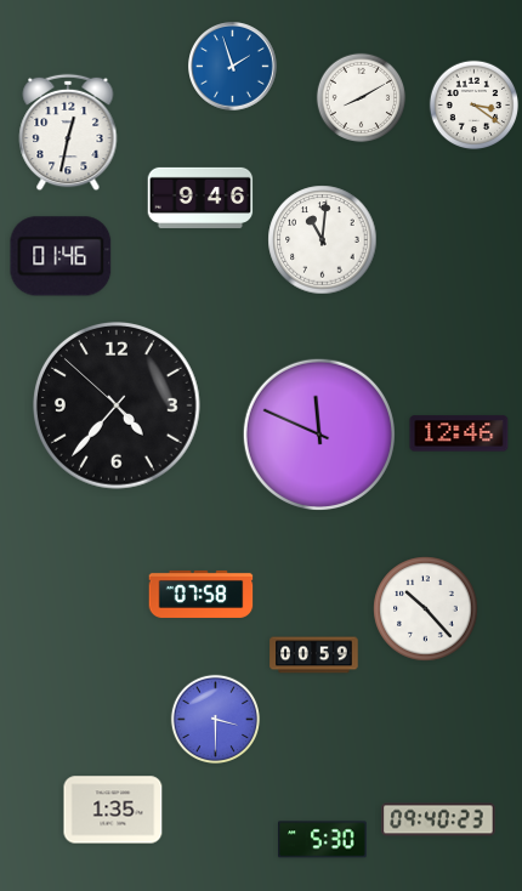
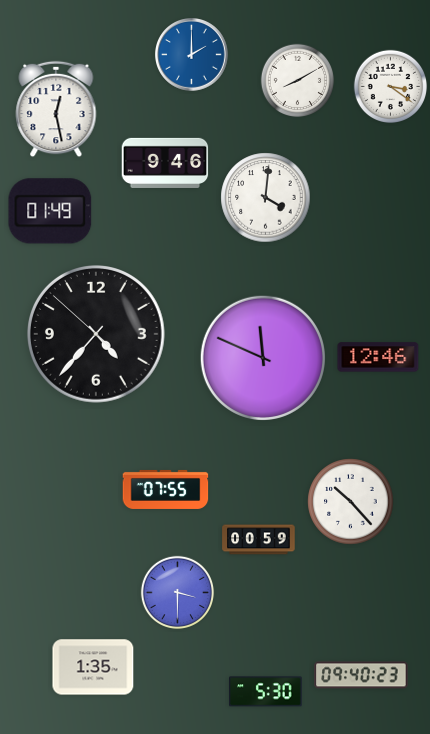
clock at (233, 67): 1:57 -> 2:00
clock at (68, 132): 12:32 -> 12:28
clock at (323, 240): 11:01 -> 4:01
clock at (61, 256): 01:46 -> 01:49
clock at (202, 594): 07:58 -> 07:55
